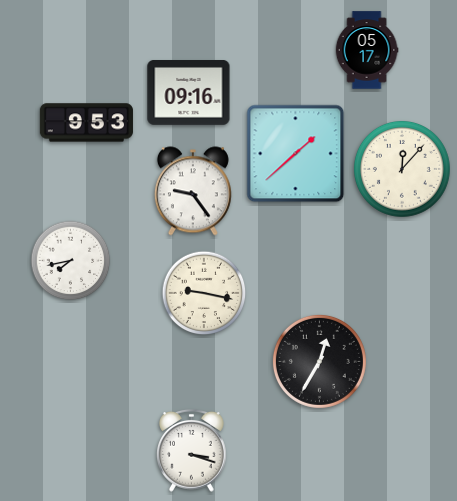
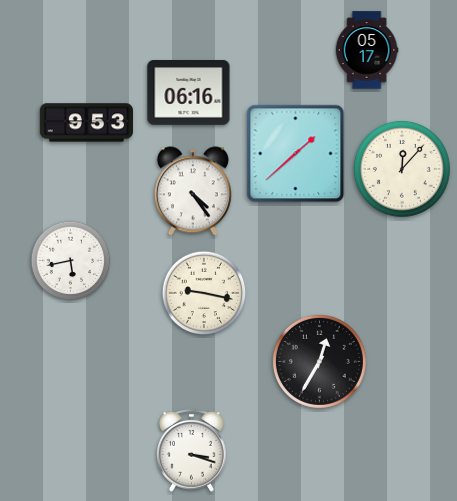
clock at (189, 93): 09:16 -> 06:16
clock at (193, 191): 9:24 -> 4:24
clock at (71, 261): 7:43 -> 5:43
